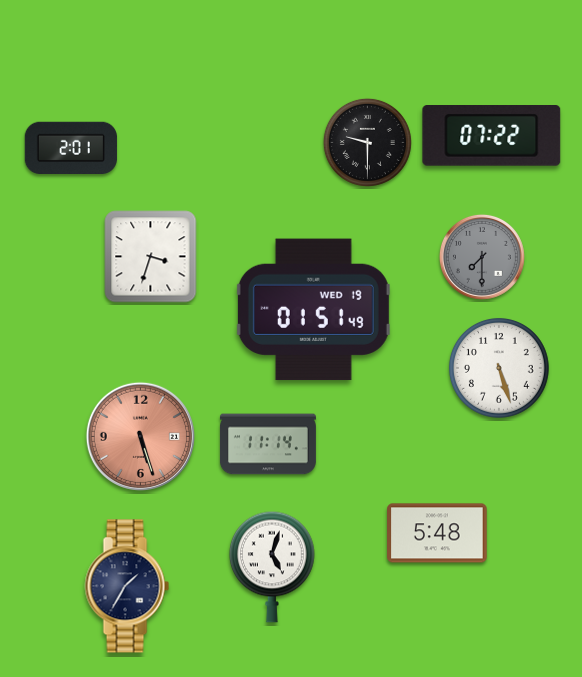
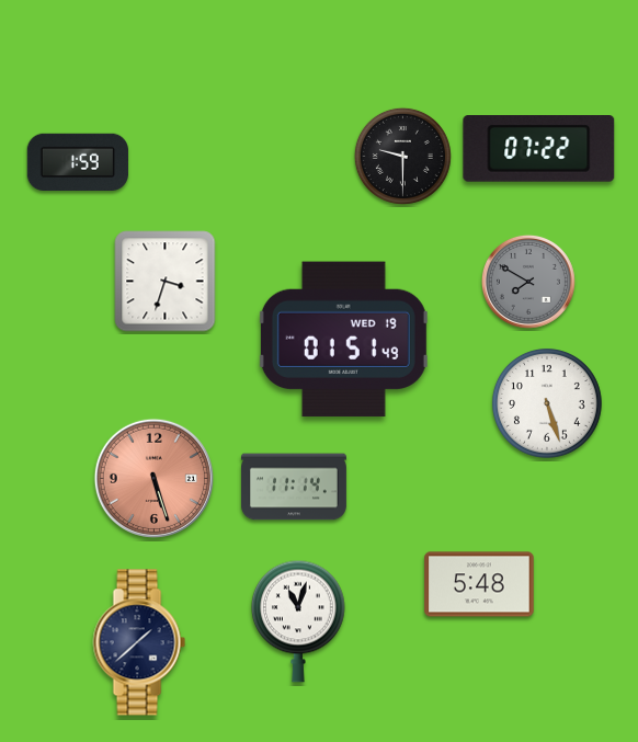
clock at (71, 148): 2:01 -> 1:59
clock at (482, 257): 7:30 -> 7:50
clock at (273, 567): 5:03 -> 11:03
clock at (127, 586): 1:35 -> 1:38
